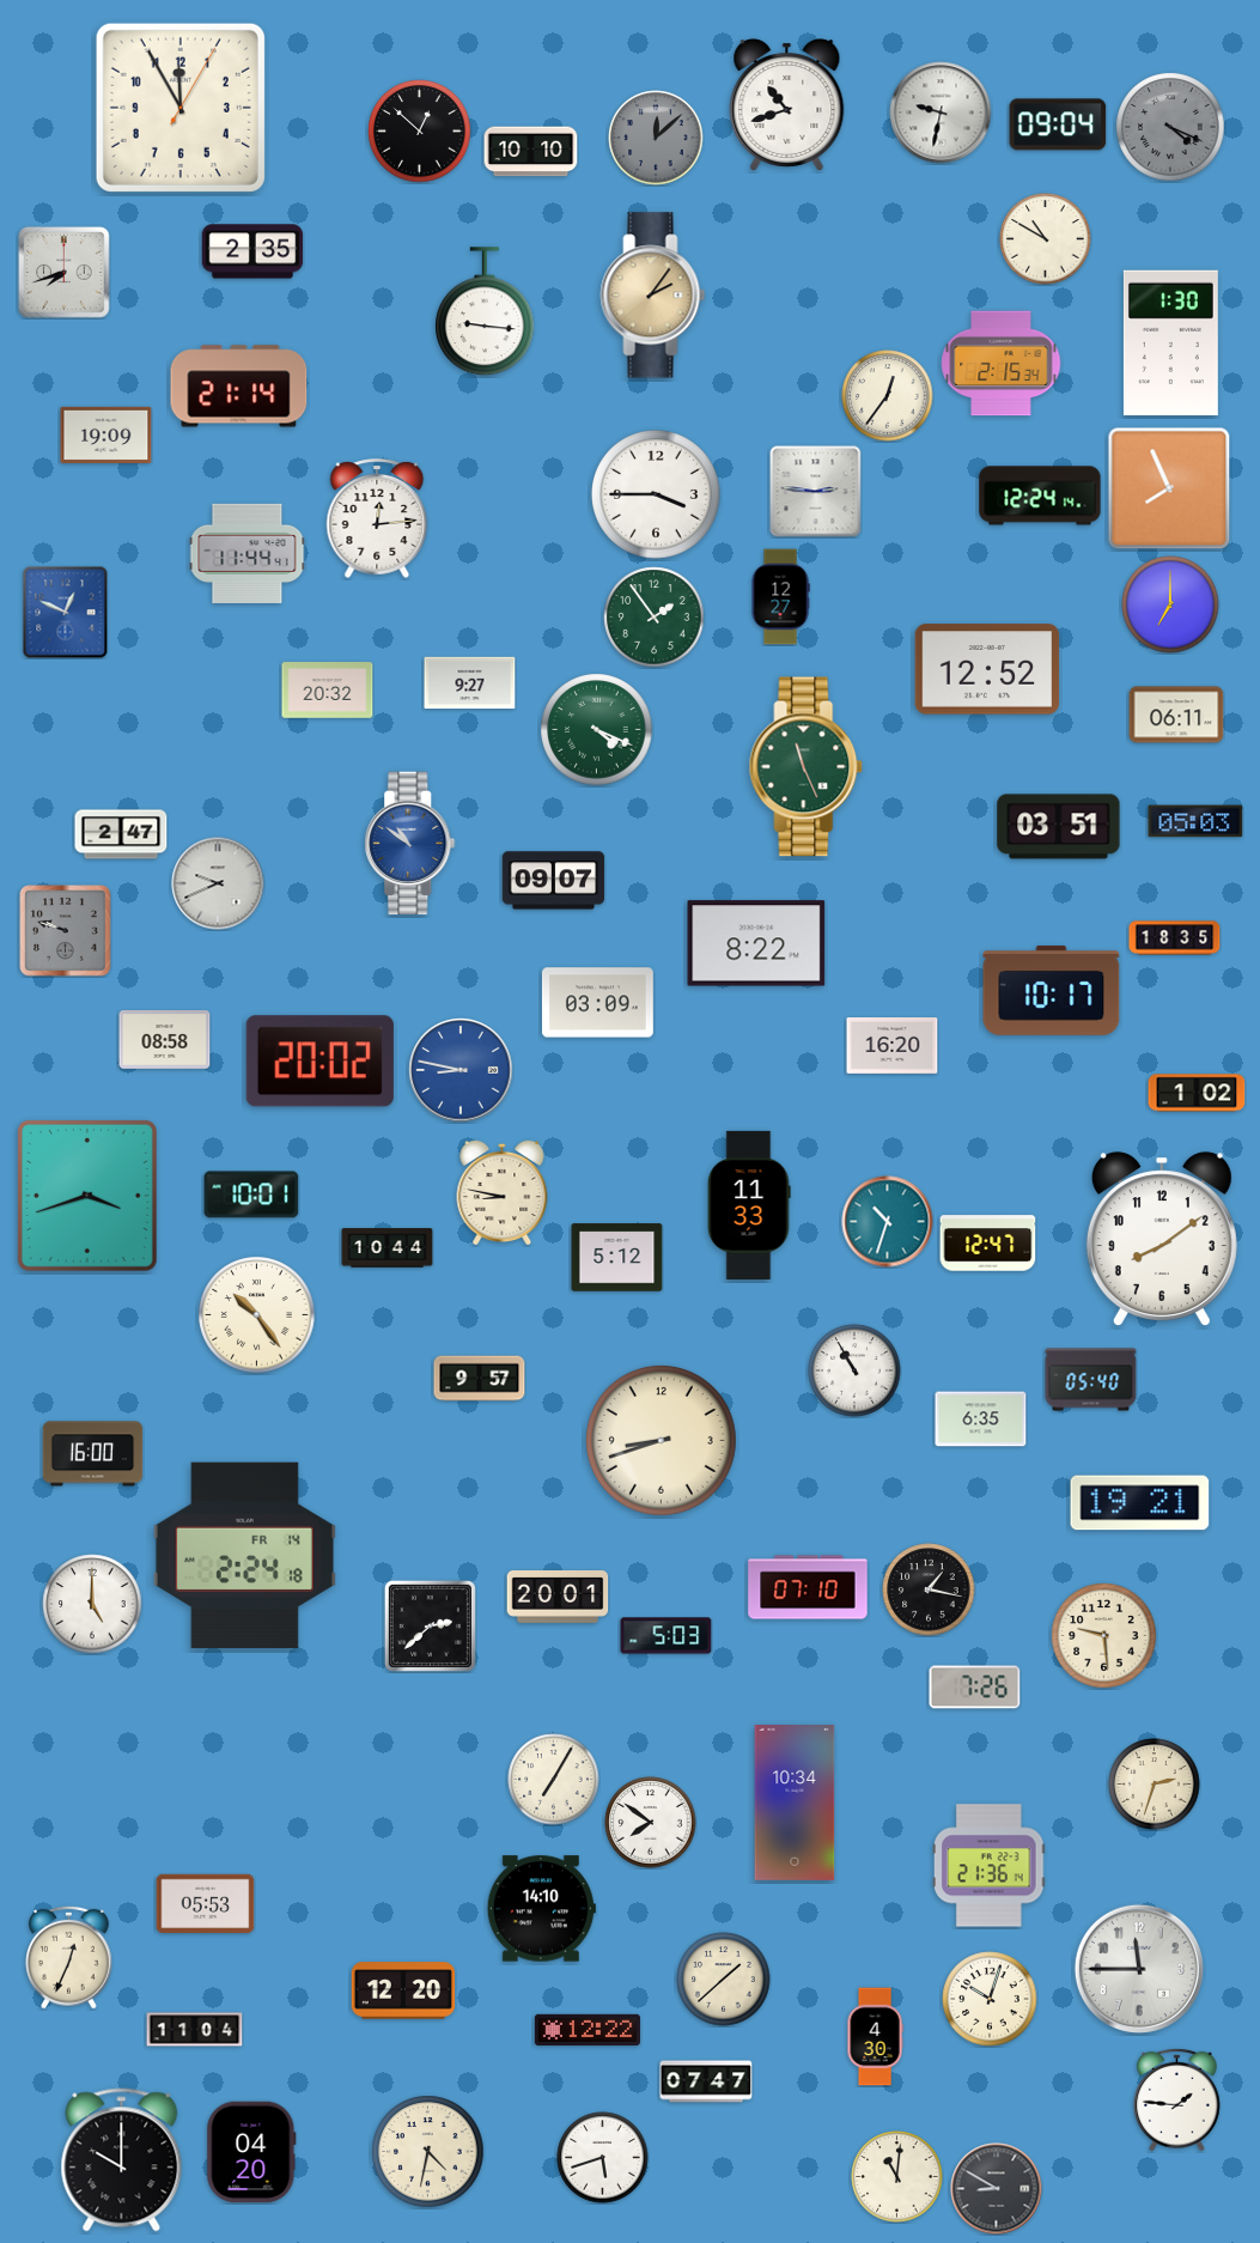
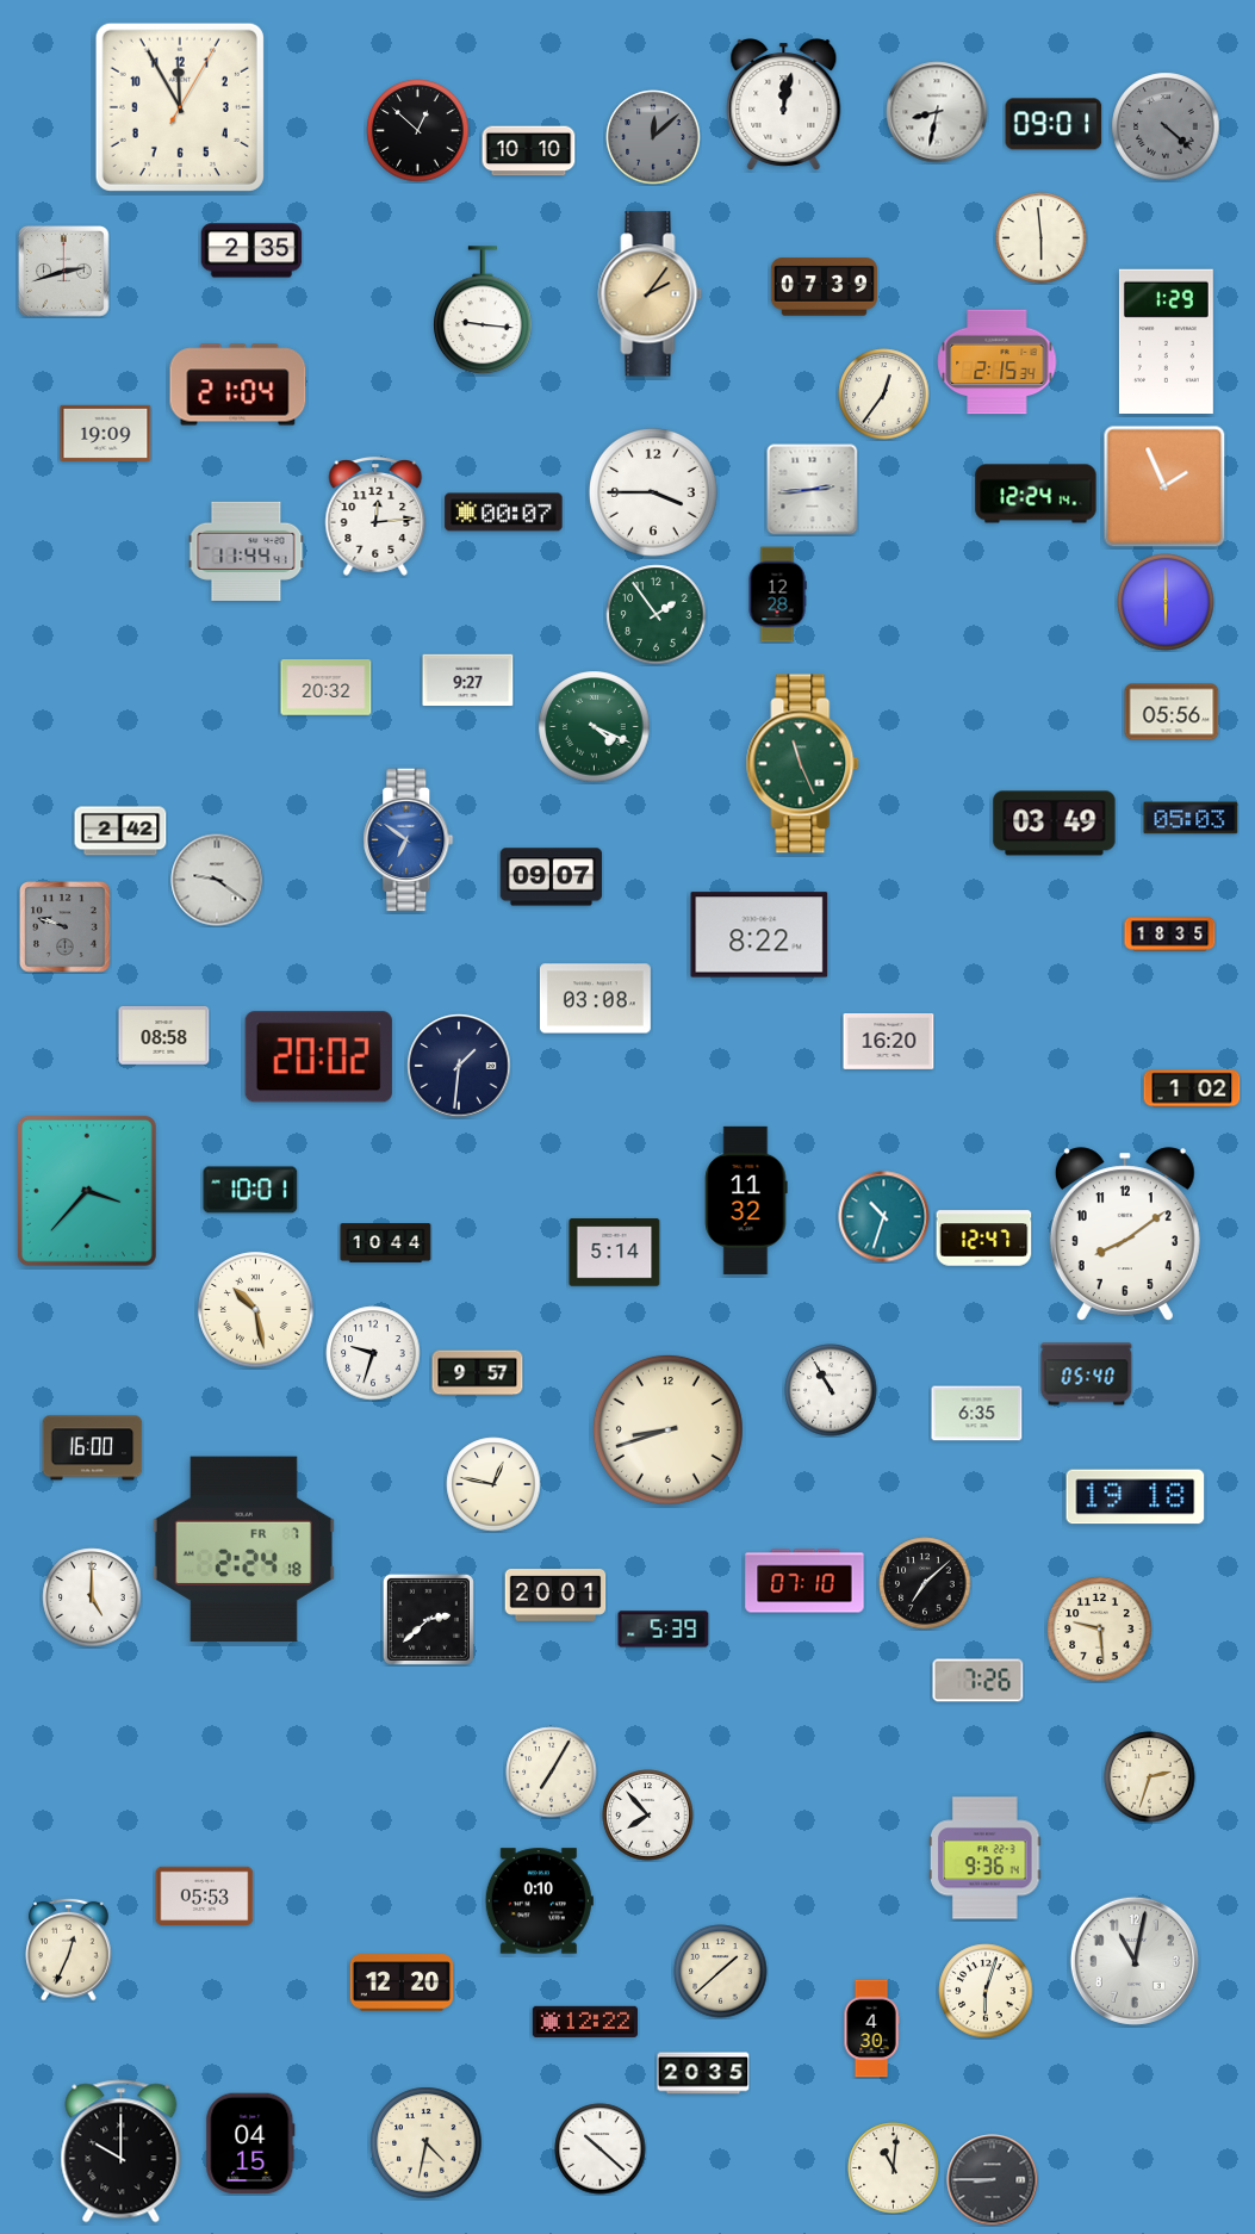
clock at (787, 105): 10:42 -> 12:02
clock at (941, 113): 9:32 -> 8:32
clock at (1058, 124): 09:04 -> 09:01
clock at (1170, 127): 4:19 -> 4:22
clock at (1046, 239): 10:50 -> 5:59
clock at (65, 273): 7:42 -> 2:42
clock at (824, 287): none -> 07:39
clock at (1170, 342): 1:30 -> 1:29
clock at (239, 387): 21:14 -> 21:04
clock at (1169, 488): 7:56 -> 1:56
clock at (816, 492): 2:46 -> 2:44
clock at (504, 513): none -> 00:07
clock at (780, 597): 12:27 -> 12:28
clock at (1170, 604): 7:00 -> 6:00
clock at (66, 613): 12:49 -> none
clock at (655, 618) position: (655, 618) -> (657, 615)
clock at (987, 669): 12:52 -> none
clock at (1176, 715): 06:11 -> 05:56
clock at (1059, 827): 03:51 -> 03:49
clock at (121, 834): 2:47 -> 2:42
clock at (410, 844): 10:51 -> 6:51
clock at (218, 883): 9:41 -> 9:21
clock at (756, 943) position: (756, 943) -> (759, 935)
clock at (1052, 990): 10:17 -> none
clock at (597, 1003): 03:09 -> 03:08
clock at (461, 1070): 8:47 -> 1:31
clock at (461, 1070) dial: blue -> navy
clock at (503, 1191): 8:47 -> none
clock at (87, 1196): 3:42 -> 3:37
clock at (749, 1205): 11:33 -> 11:32
clock at (1162, 1239) position: (1162, 1239) -> (1125, 1234)
clock at (617, 1258): 5:12 -> 5:14
clock at (257, 1315): 10:24 -> 10:28
clock at (373, 1353): none -> 9:33
clock at (854, 1370) position: (854, 1370) -> (831, 1390)
clock at (661, 1440) position: (661, 1440) -> (667, 1429)
clock at (493, 1484): none -> 12:47
clock at (1140, 1503): 19:21 -> 19:18
clock at (244, 1556) date: FR 14 -> FR 7
clock at (929, 1589): 1:17 -> 7:08
clock at (558, 1598) position: (558, 1598) -> (555, 1596)
clock at (666, 1636): 5:03 -> 5:39
clock at (975, 1688) position: (975, 1688) -> (978, 1681)
clock at (795, 1804): 10:34 -> none
clock at (651, 1823): 7:51 -> 7:53
clock at (990, 1866): 21:36 -> 9:36
clock at (541, 1909): 14:10 -> 0:10
clock at (1139, 1969): 11:45 -> 11:02
clock at (990, 1999): 10:03 -> 6:03
clock at (195, 2030): 11:04 -> none
clock at (706, 2081): 07:47 -> 20:35
clock at (1177, 2099): 1:46 -> none
clock at (251, 2152): 04:20 -> 04:15
clock at (603, 2158): 5:42 -> 10:22
clock at (997, 2189): 8:50 -> 8:45
